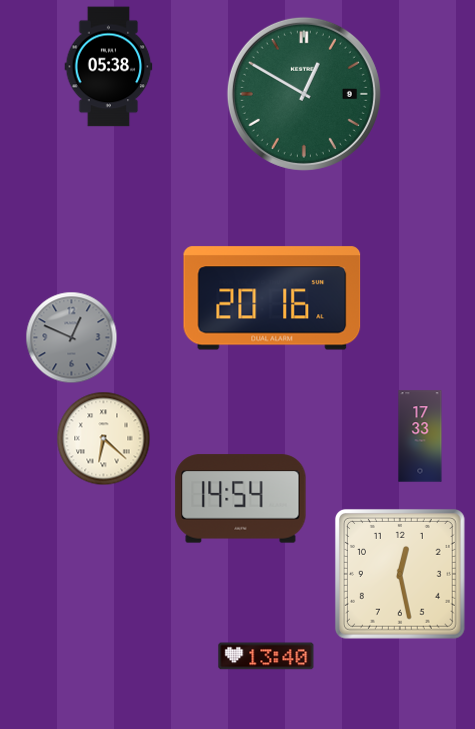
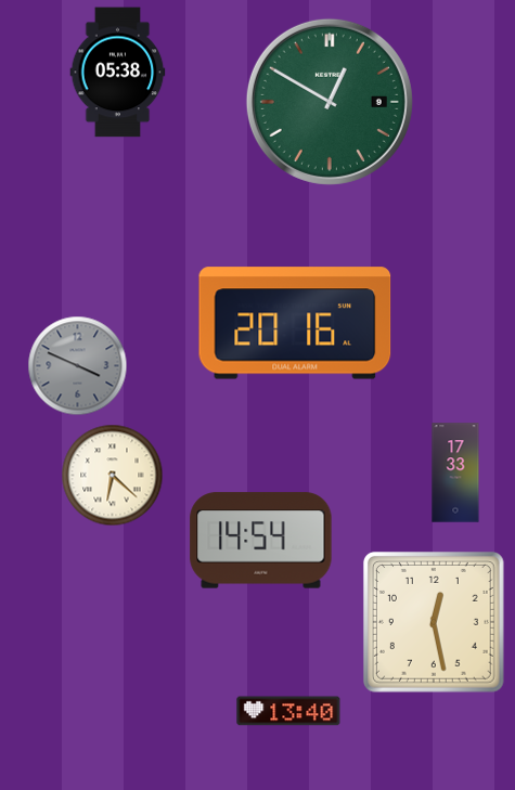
clock at (72, 338): 12:49 -> 3:49
